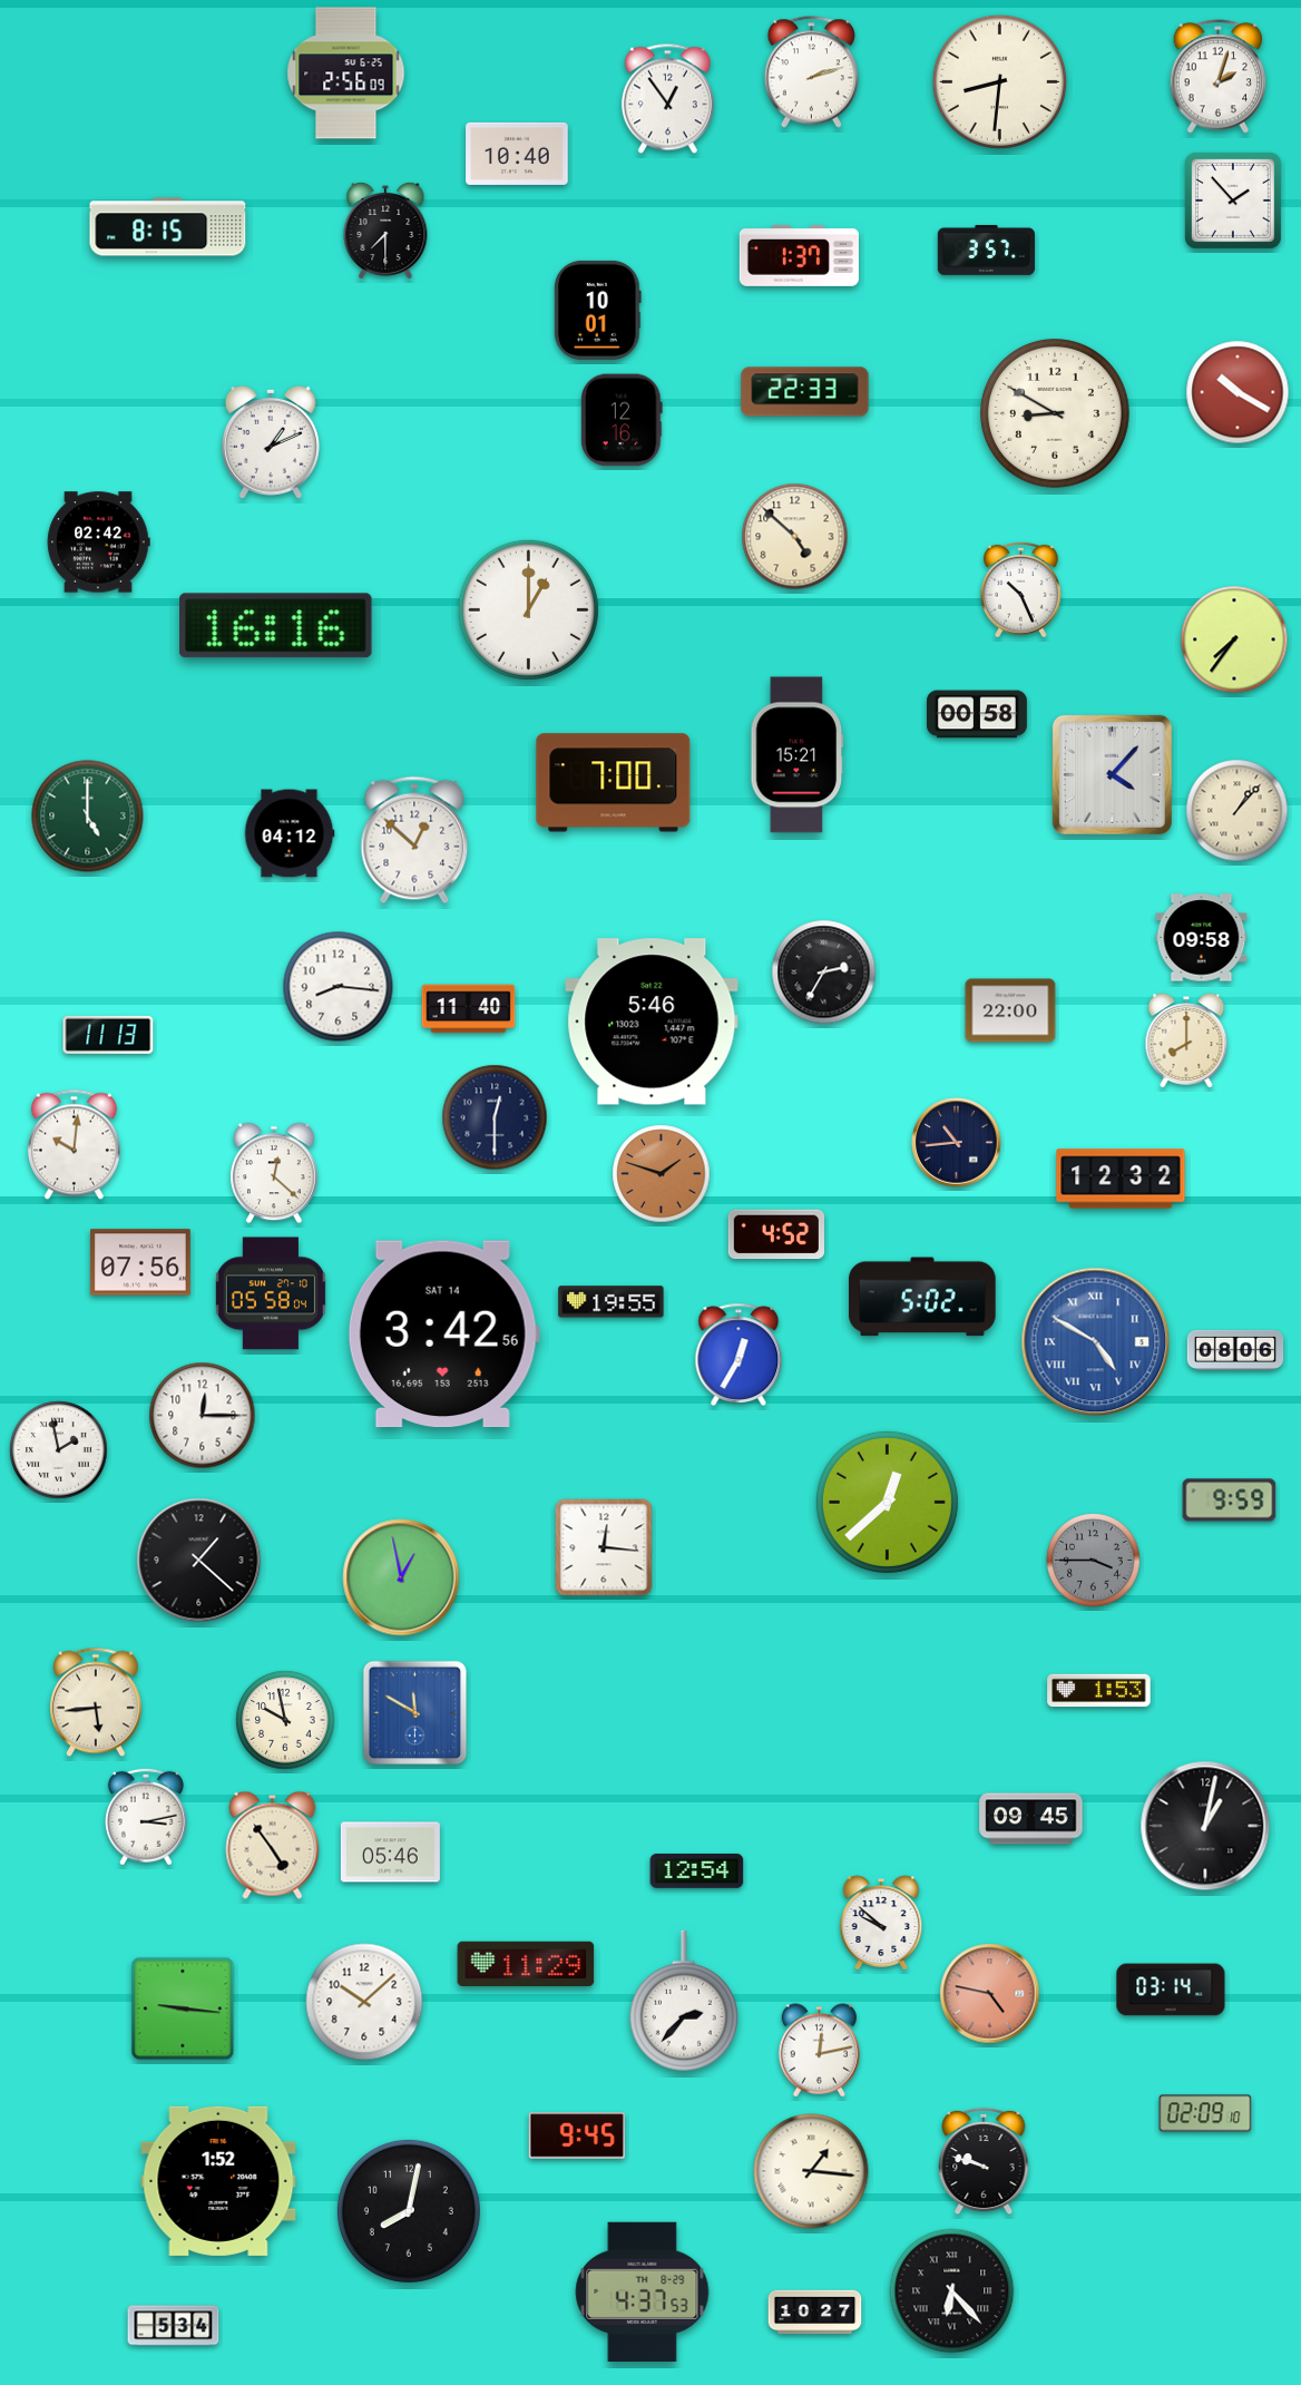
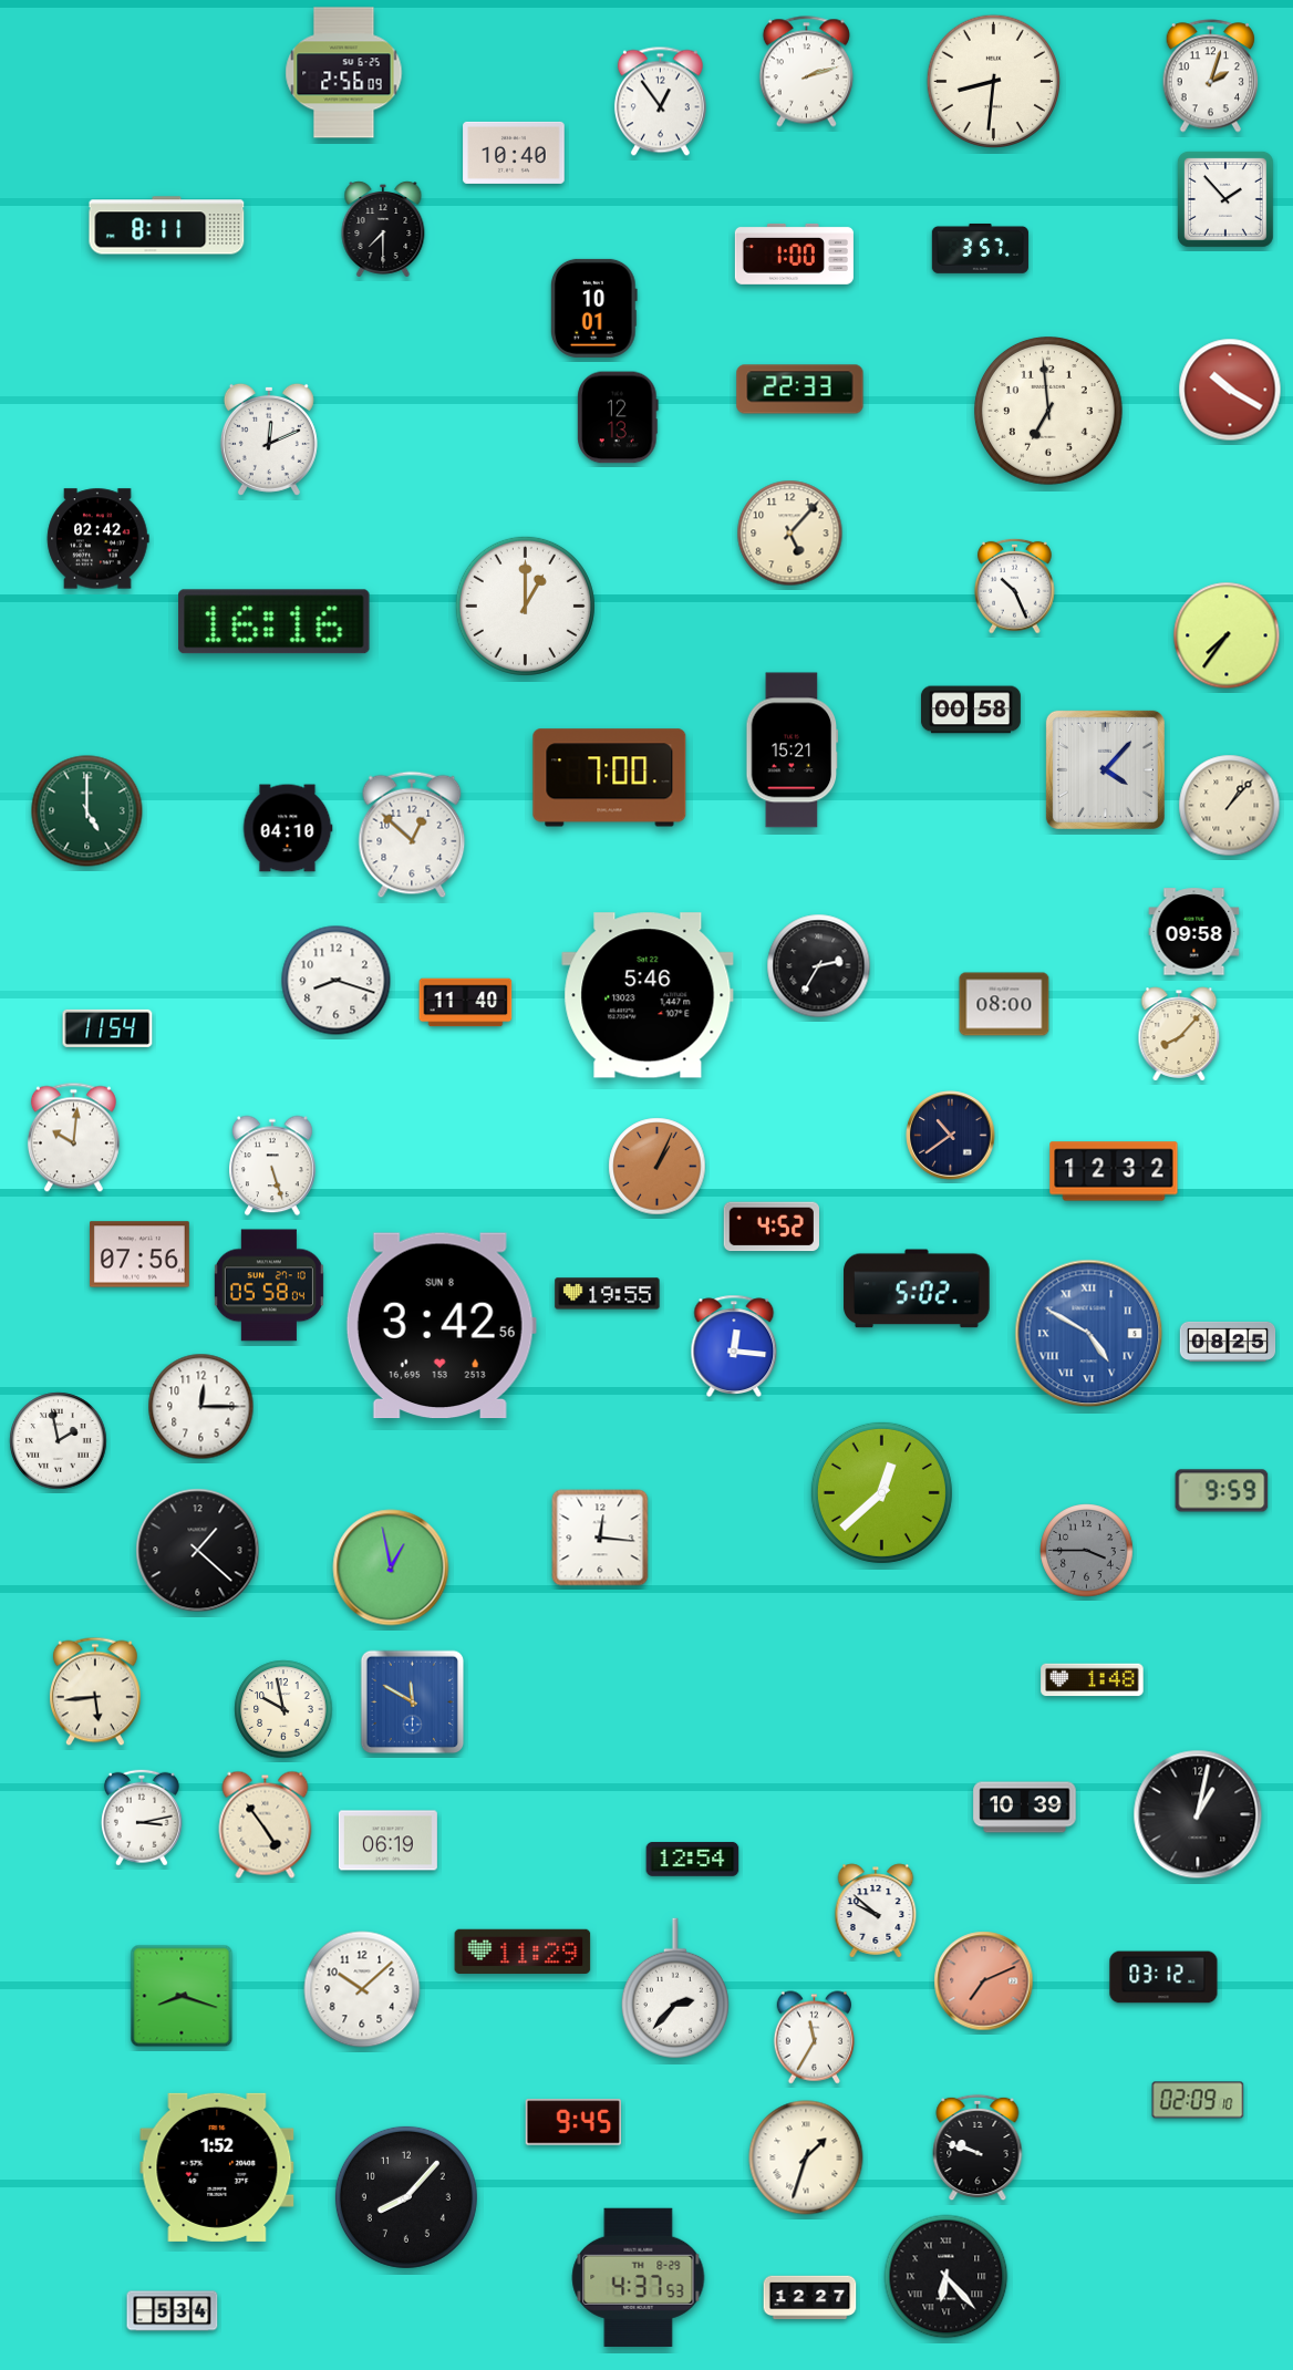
clock at (667, 99) position: (667, 99) -> (660, 102)
clock at (168, 227): 8:15 -> 8:11
clock at (799, 255): 1:37 -> 1:00
clock at (1056, 414): 8:50 -> 6:59
clock at (622, 420): 12:16 -> 12:13
clock at (271, 442): 1:11 -> 12:11
clock at (795, 537): 4:52 -> 5:07
clock at (290, 833): 04:12 -> 04:10
clock at (339, 987): 8:16 -> 8:18
clock at (1010, 1010): 22:00 -> 08:00
clock at (652, 1022) position: (652, 1022) -> (648, 995)
clock at (108, 1035): 11:13 -> 11:54
clock at (1186, 1040): 8:00 -> 8:07
clock at (495, 1117): 12:30 -> none
clock at (957, 1143): 10:44 -> 10:39
clock at (275, 1173): 12:22 -> 5:27
clock at (662, 1174): 1:48 -> 1:04
clock at (443, 1335) date: SAT 14 -> SUN 8
clock at (1235, 1350): 08:06 -> 08:25
clock at (738, 1353): 12:35 -> 12:16
clock at (401, 1577) position: (401, 1577) -> (391, 1567)
clock at (1099, 1691): 1:53 -> 1:48
clock at (146, 1817) position: (146, 1817) -> (142, 1818)
clock at (1031, 1819): 09:45 -> 10:39
clock at (273, 1845) position: (273, 1845) -> (266, 1824)
clock at (390, 1853): 05:46 -> 06:19
clock at (1171, 1990): 03:14 -> 03:12
clock at (990, 1994): 4:47 -> 7:11
clock at (684, 2001) position: (684, 2001) -> (675, 1988)
clock at (183, 2008): 9:16 -> 8:18
clock at (819, 2051): 12:13 -> 11:35
clock at (811, 2171): 1:16 -> 1:33
clock at (409, 2211): 8:02 -> 8:07
clock at (815, 2313): 10:27 -> 12:27
